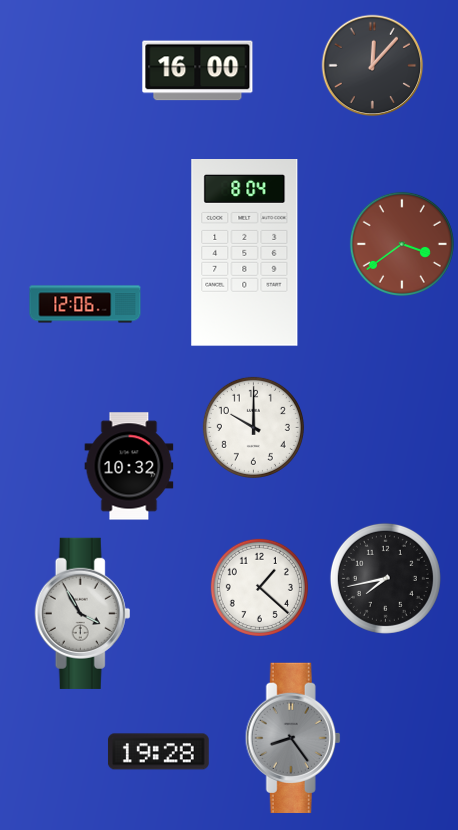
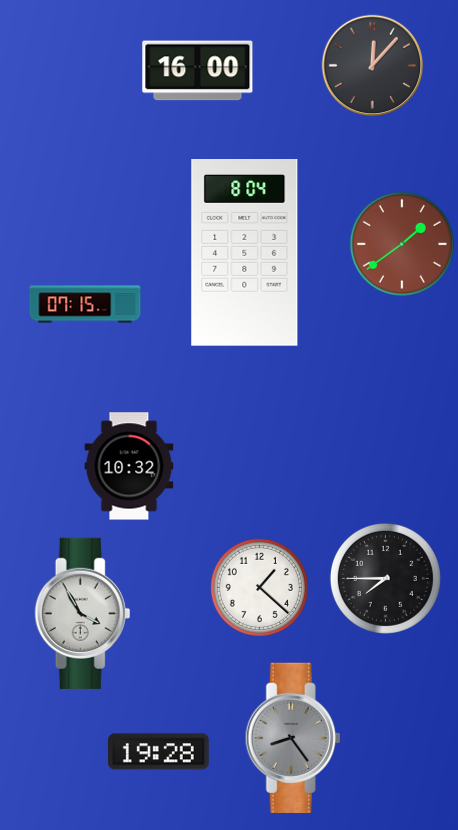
clock at (402, 244): 3:39 -> 1:39
clock at (85, 304): 12:06 -> 07:15
clock at (253, 427): 10:00 -> none
clock at (385, 578): 7:43 -> 7:45
